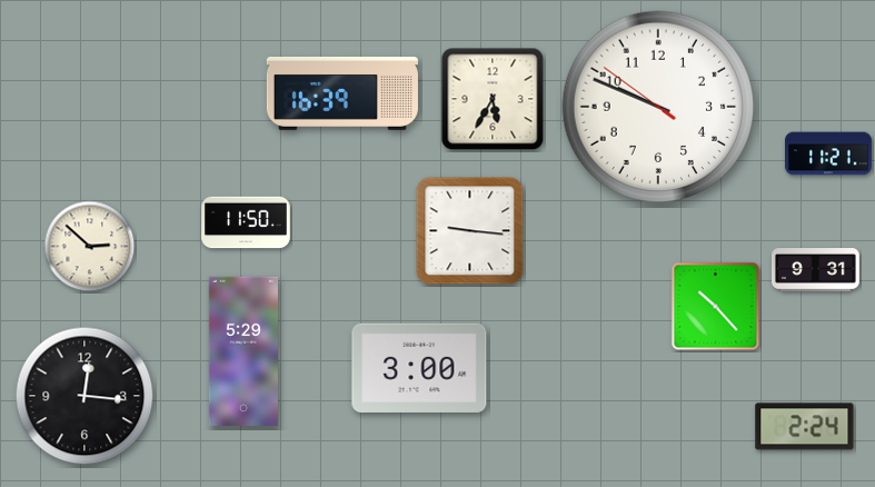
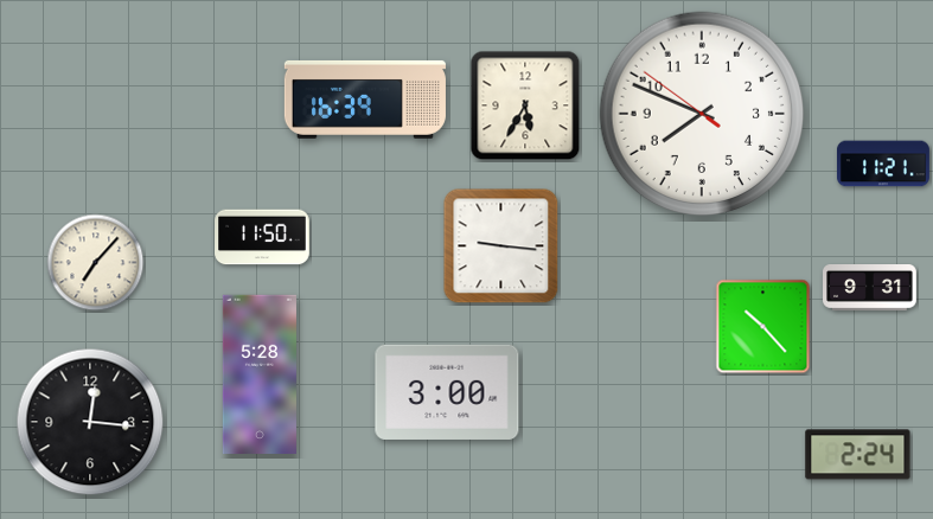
clock at (658, 107): 9:48 -> 7:48
clock at (90, 247): 2:52 -> 7:07
clock at (243, 350): 5:29 -> 5:28
